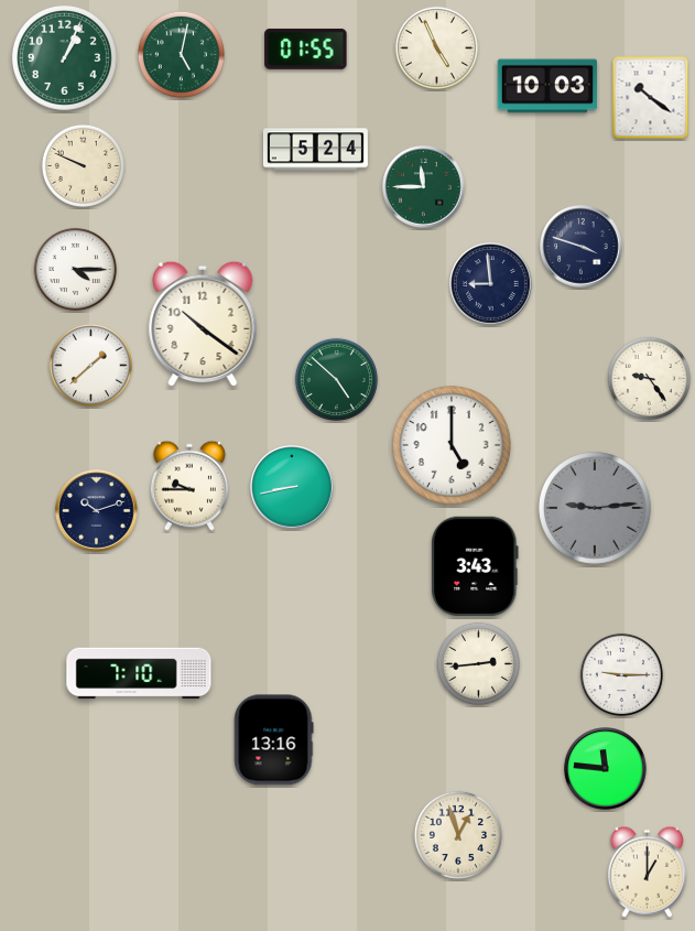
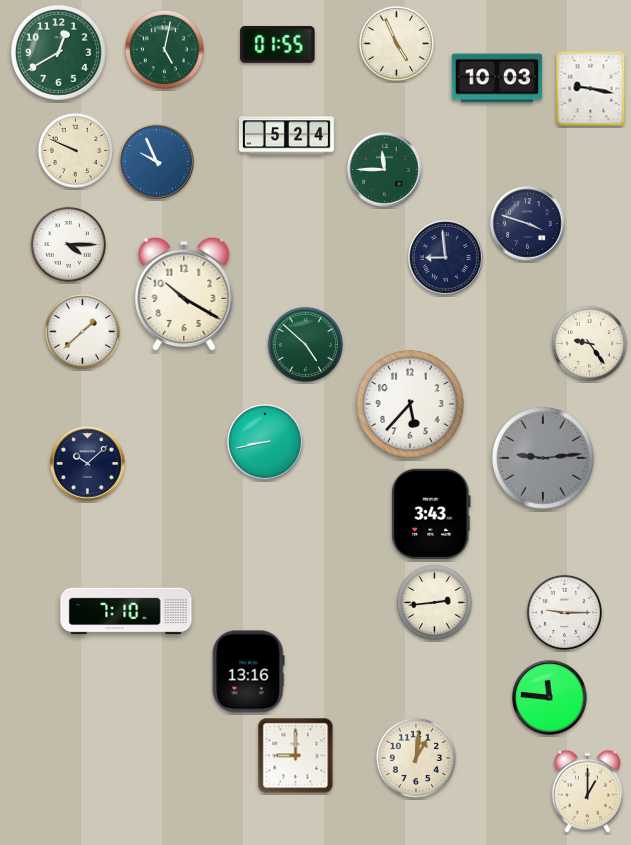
clock at (64, 57): 1:04 -> 12:40
clock at (651, 98): 10:21 -> 9:17
clock at (157, 162): none -> 9:56
clock at (203, 324): 10:21 -> 10:20
clock at (452, 445): 5:00 -> 5:37
clock at (189, 486): 9:45 -> none
clock at (596, 509) position: (596, 509) -> (544, 459)
clock at (97, 511): 10:12 -> 10:08
clock at (296, 756): none -> 9:00
clock at (458, 835): 12:57 -> 1:01
